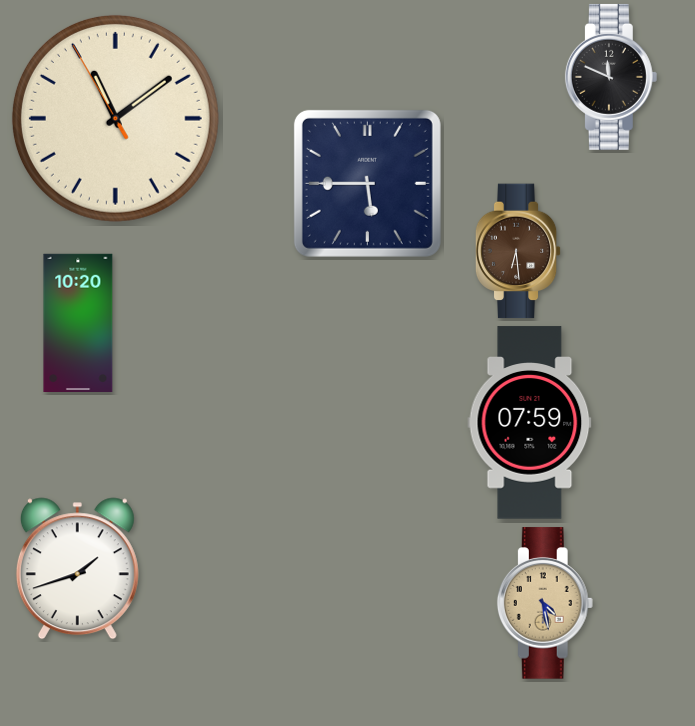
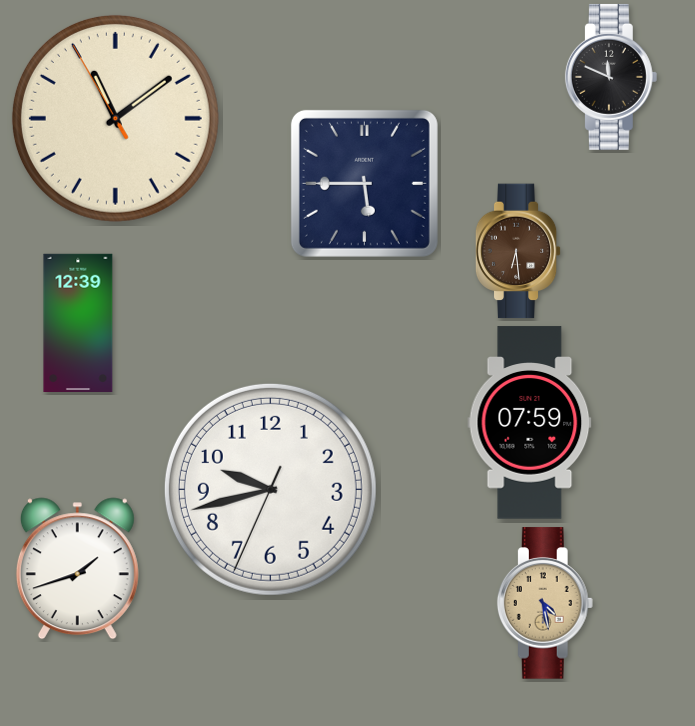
clock at (367, 183) position: (367, 183) -> (364, 183)
clock at (78, 322): 10:20 -> 12:39
clock at (270, 489): none -> 9:42
